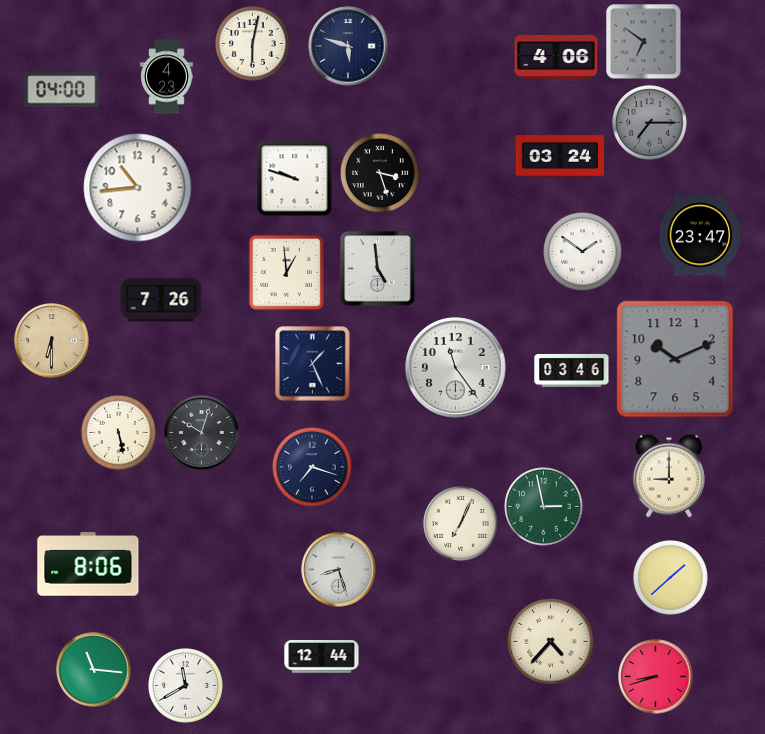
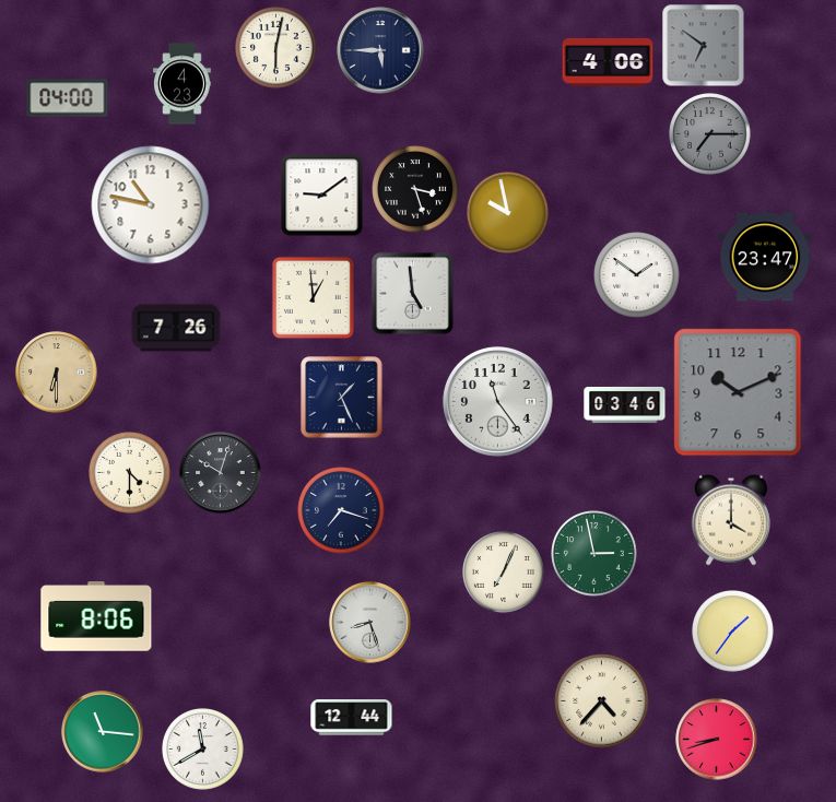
clock at (348, 46): 5:48 -> 5:45
clock at (559, 156): 03:24 -> none
clock at (295, 179): 9:48 -> 9:09
clock at (138, 188): 10:44 -> 10:47
clock at (508, 213): none -> 9:58
clock at (119, 433): 5:28 -> 4:30
clock at (669, 476): 9:00 -> 4:00
clock at (671, 578): 1:38 -> 1:36
